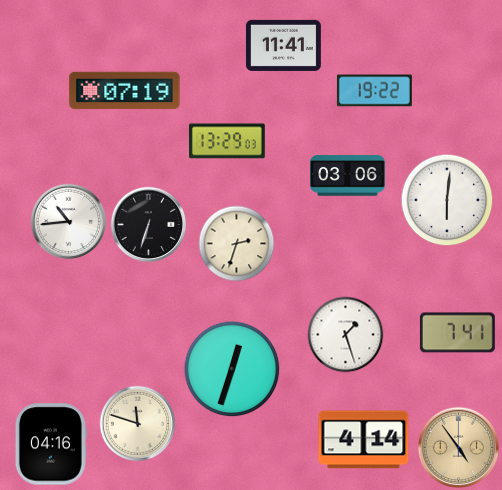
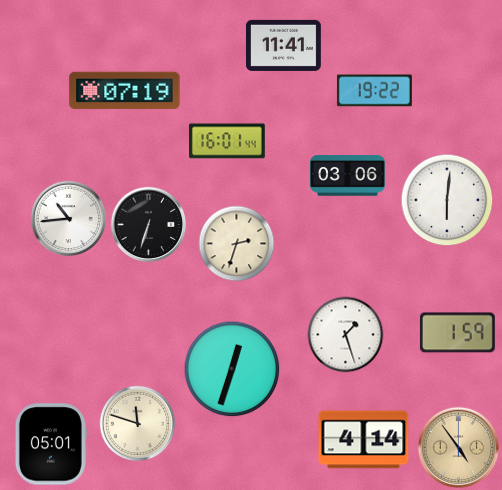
clock at (228, 141): 13:29 -> 16:01
clock at (69, 222) position: (69, 222) -> (69, 219)
clock at (457, 333): 7:41 -> 1:59
clock at (51, 444): 04:16 -> 05:01
